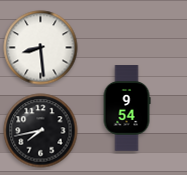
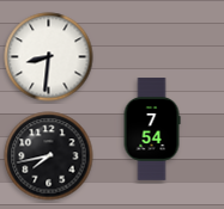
clock at (41, 48): 8:29 -> 8:31
clock at (127, 108): 9:54 -> 7:54
